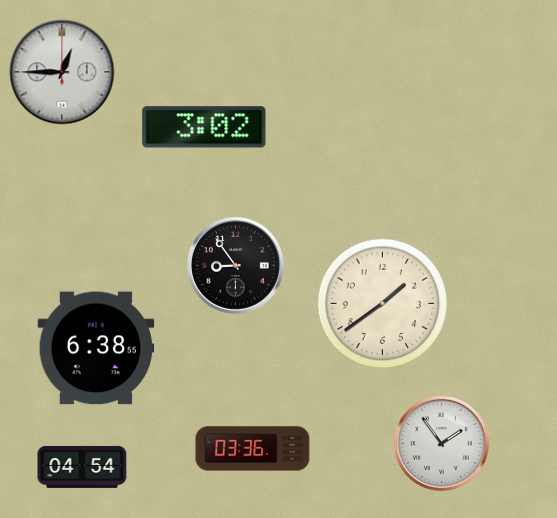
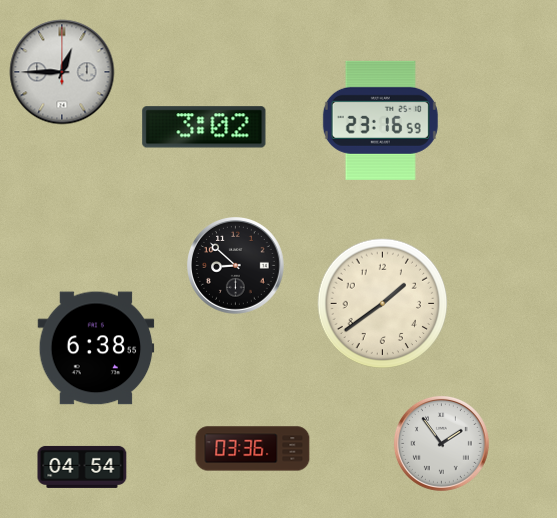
clock at (380, 120): none -> 23:16
clock at (236, 266): 8:54 -> 8:52
